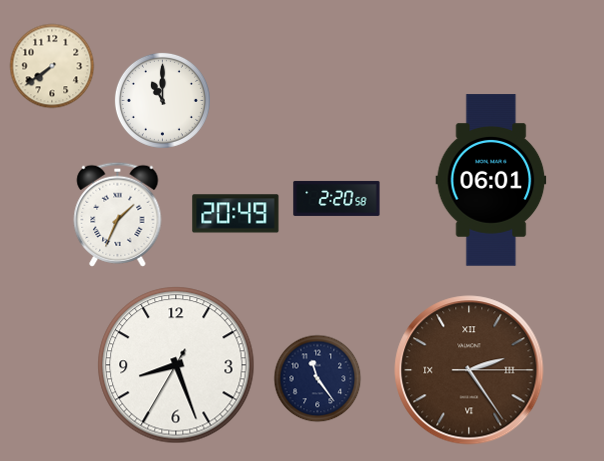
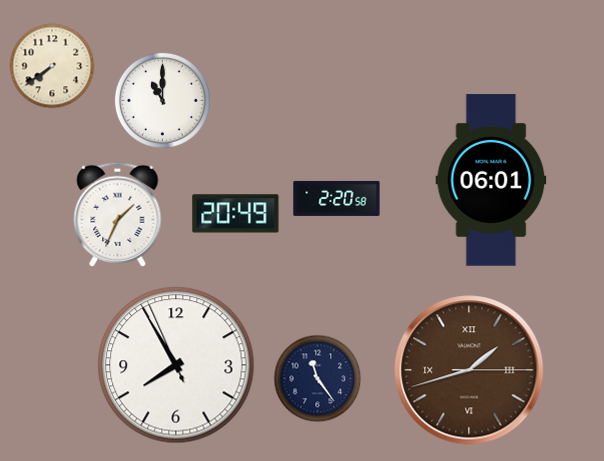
clock at (176, 365): 8:26 -> 7:54
clock at (469, 370): 2:24 -> 1:42
